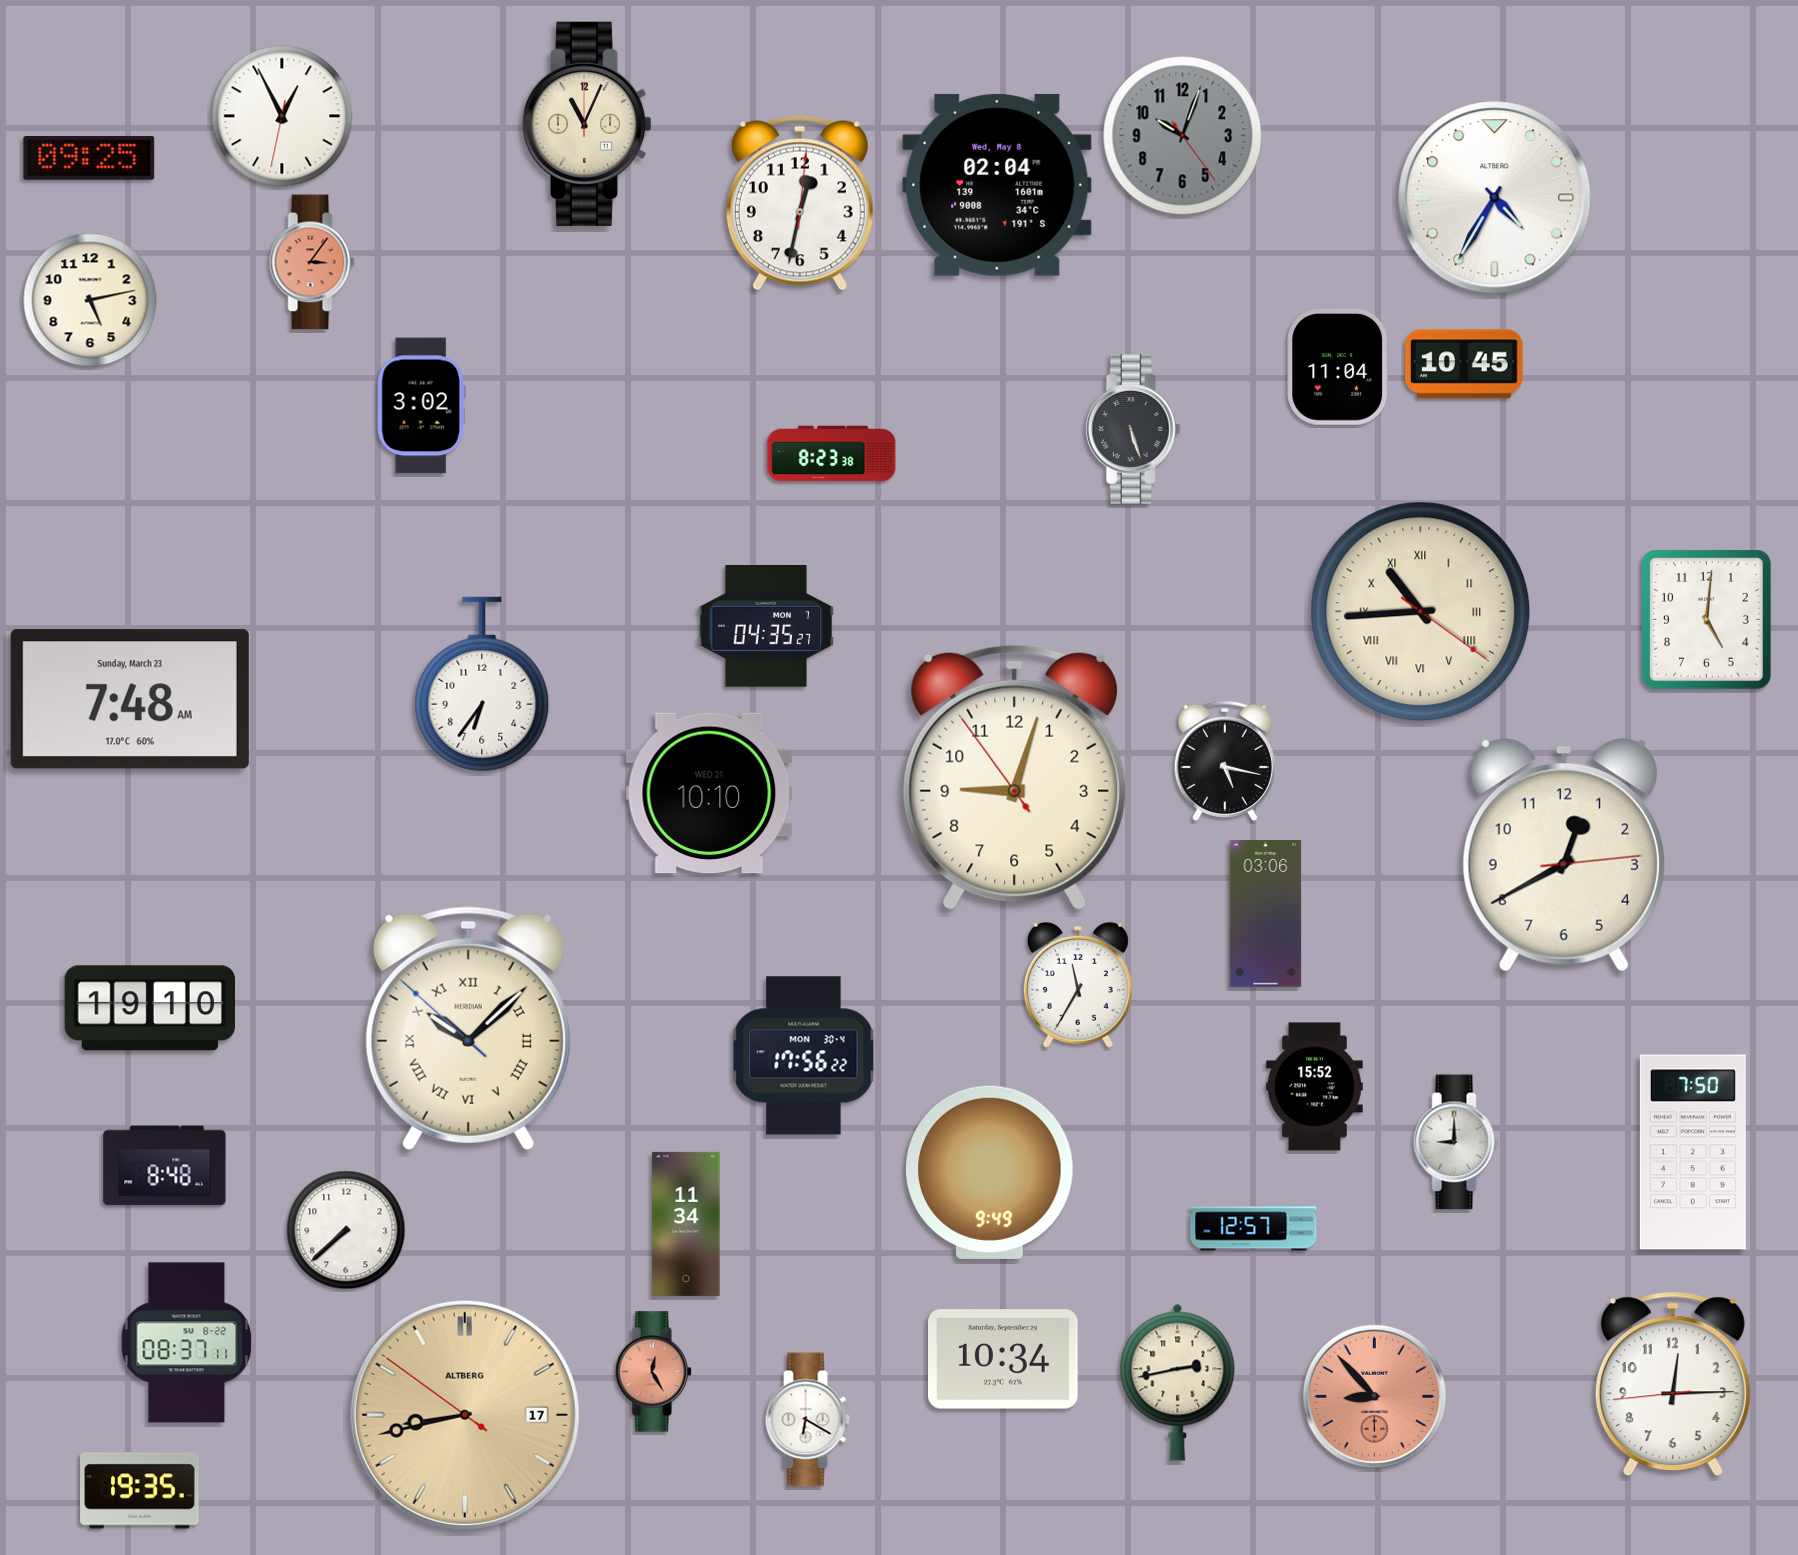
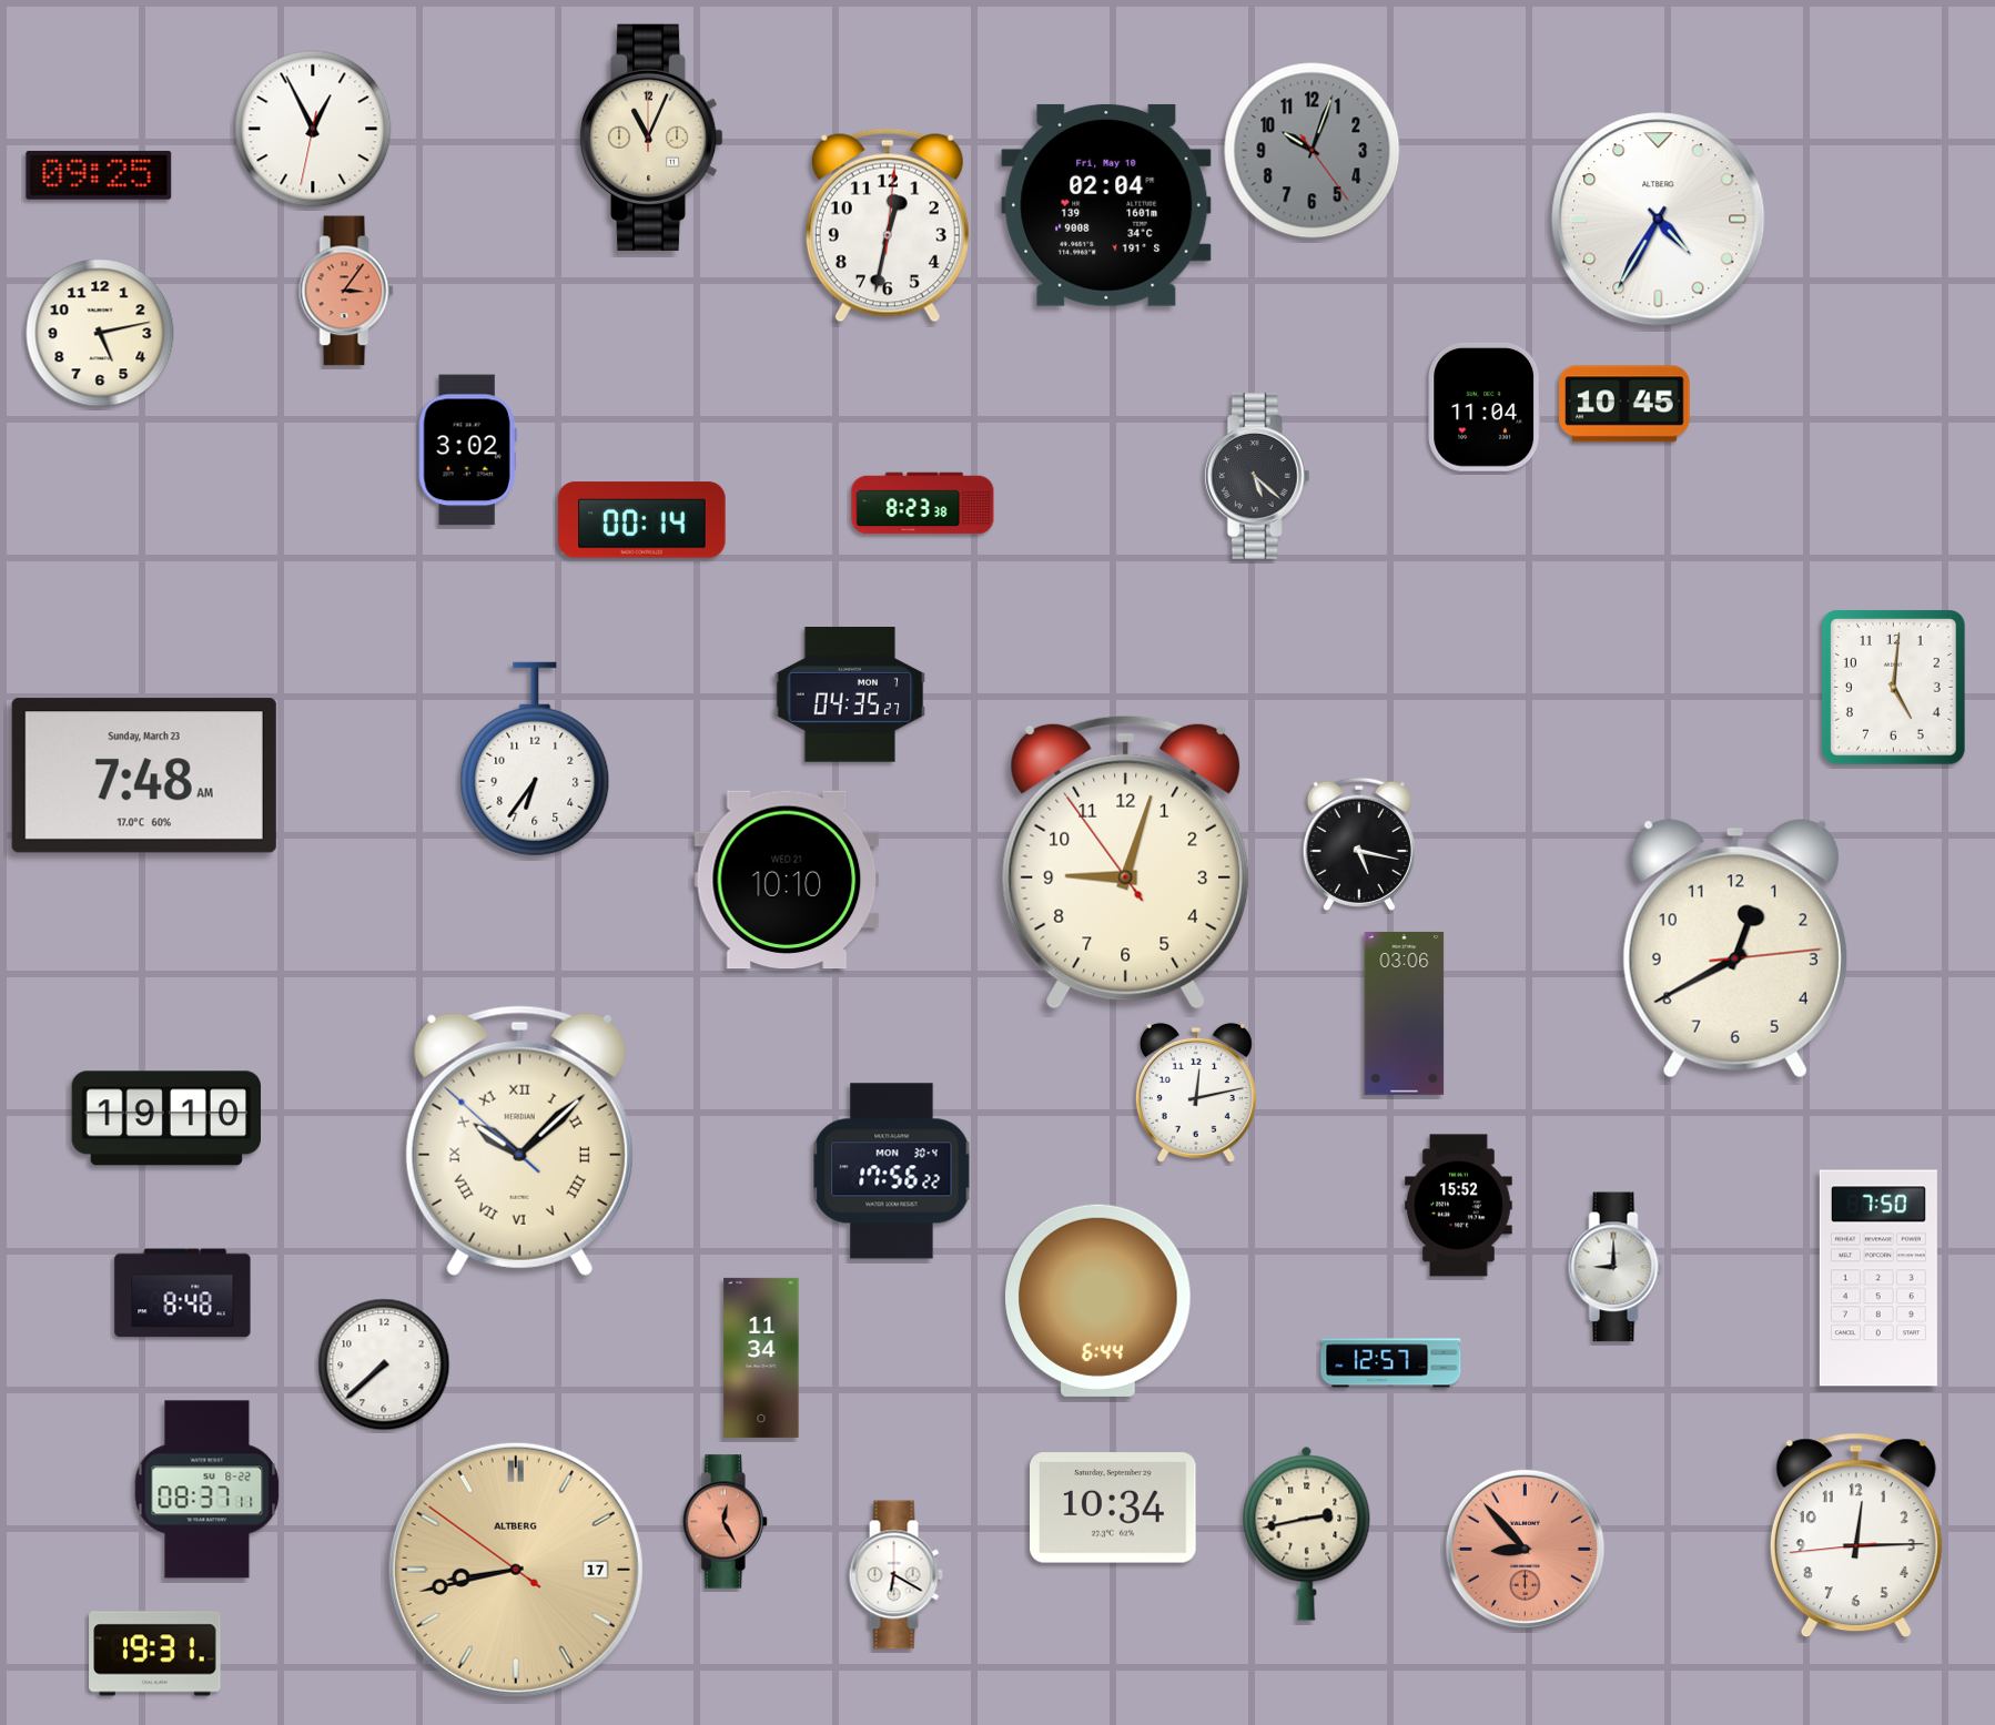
clock at (997, 185) date: Wed, May 8 -> Fri, May 10
clock at (1133, 429): 5:27 -> 5:22
clock at (642, 520): none -> 00:14
clock at (1421, 612): 10:44 -> none
clock at (1078, 985): 11:35 -> 12:13
clock at (990, 1172): 9:49 -> 6:44
clock at (140, 1491): 19:35 -> 19:31
